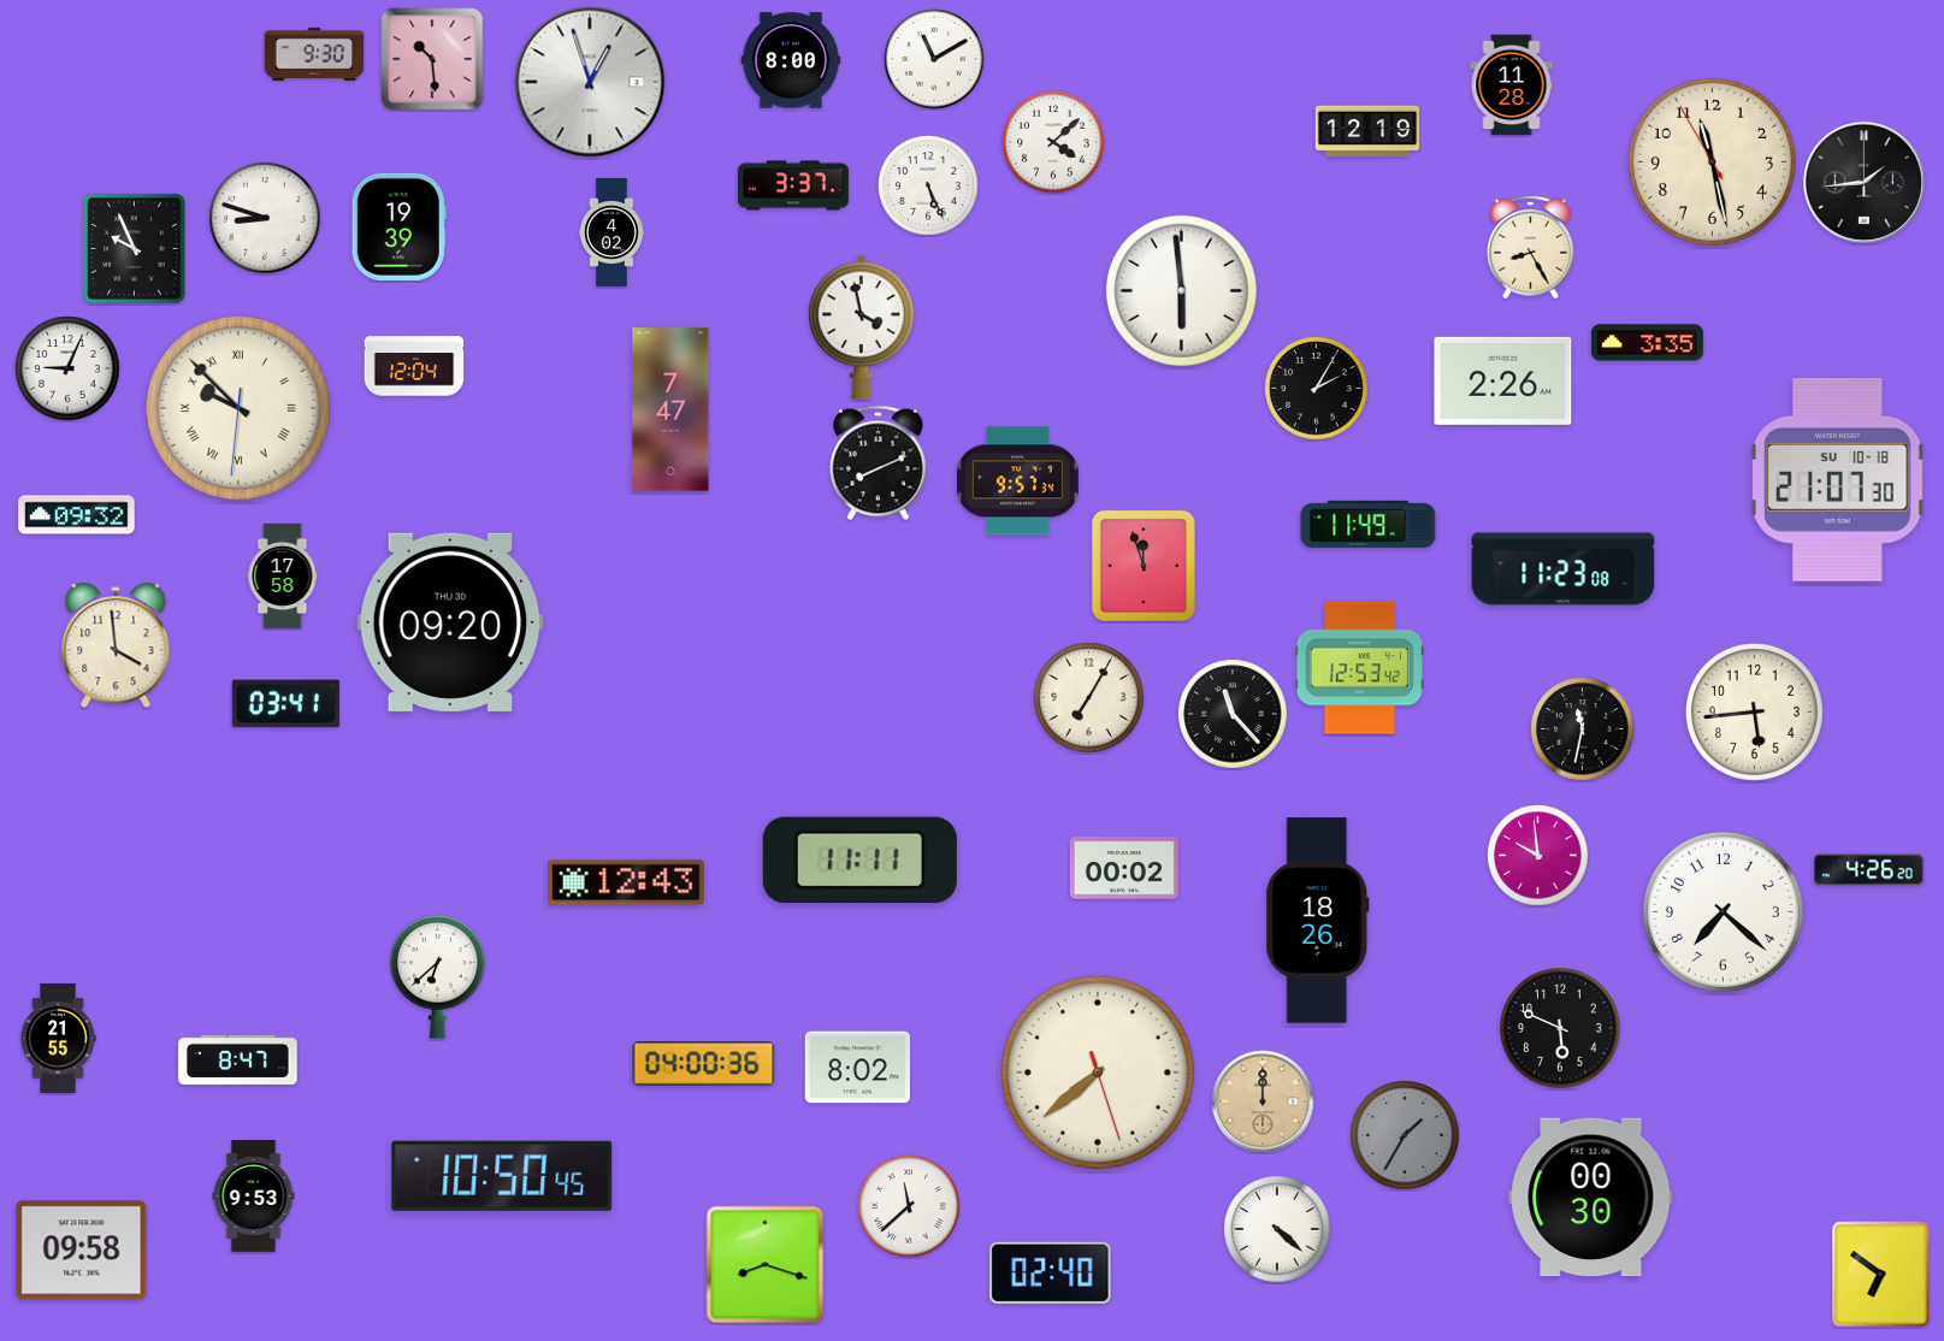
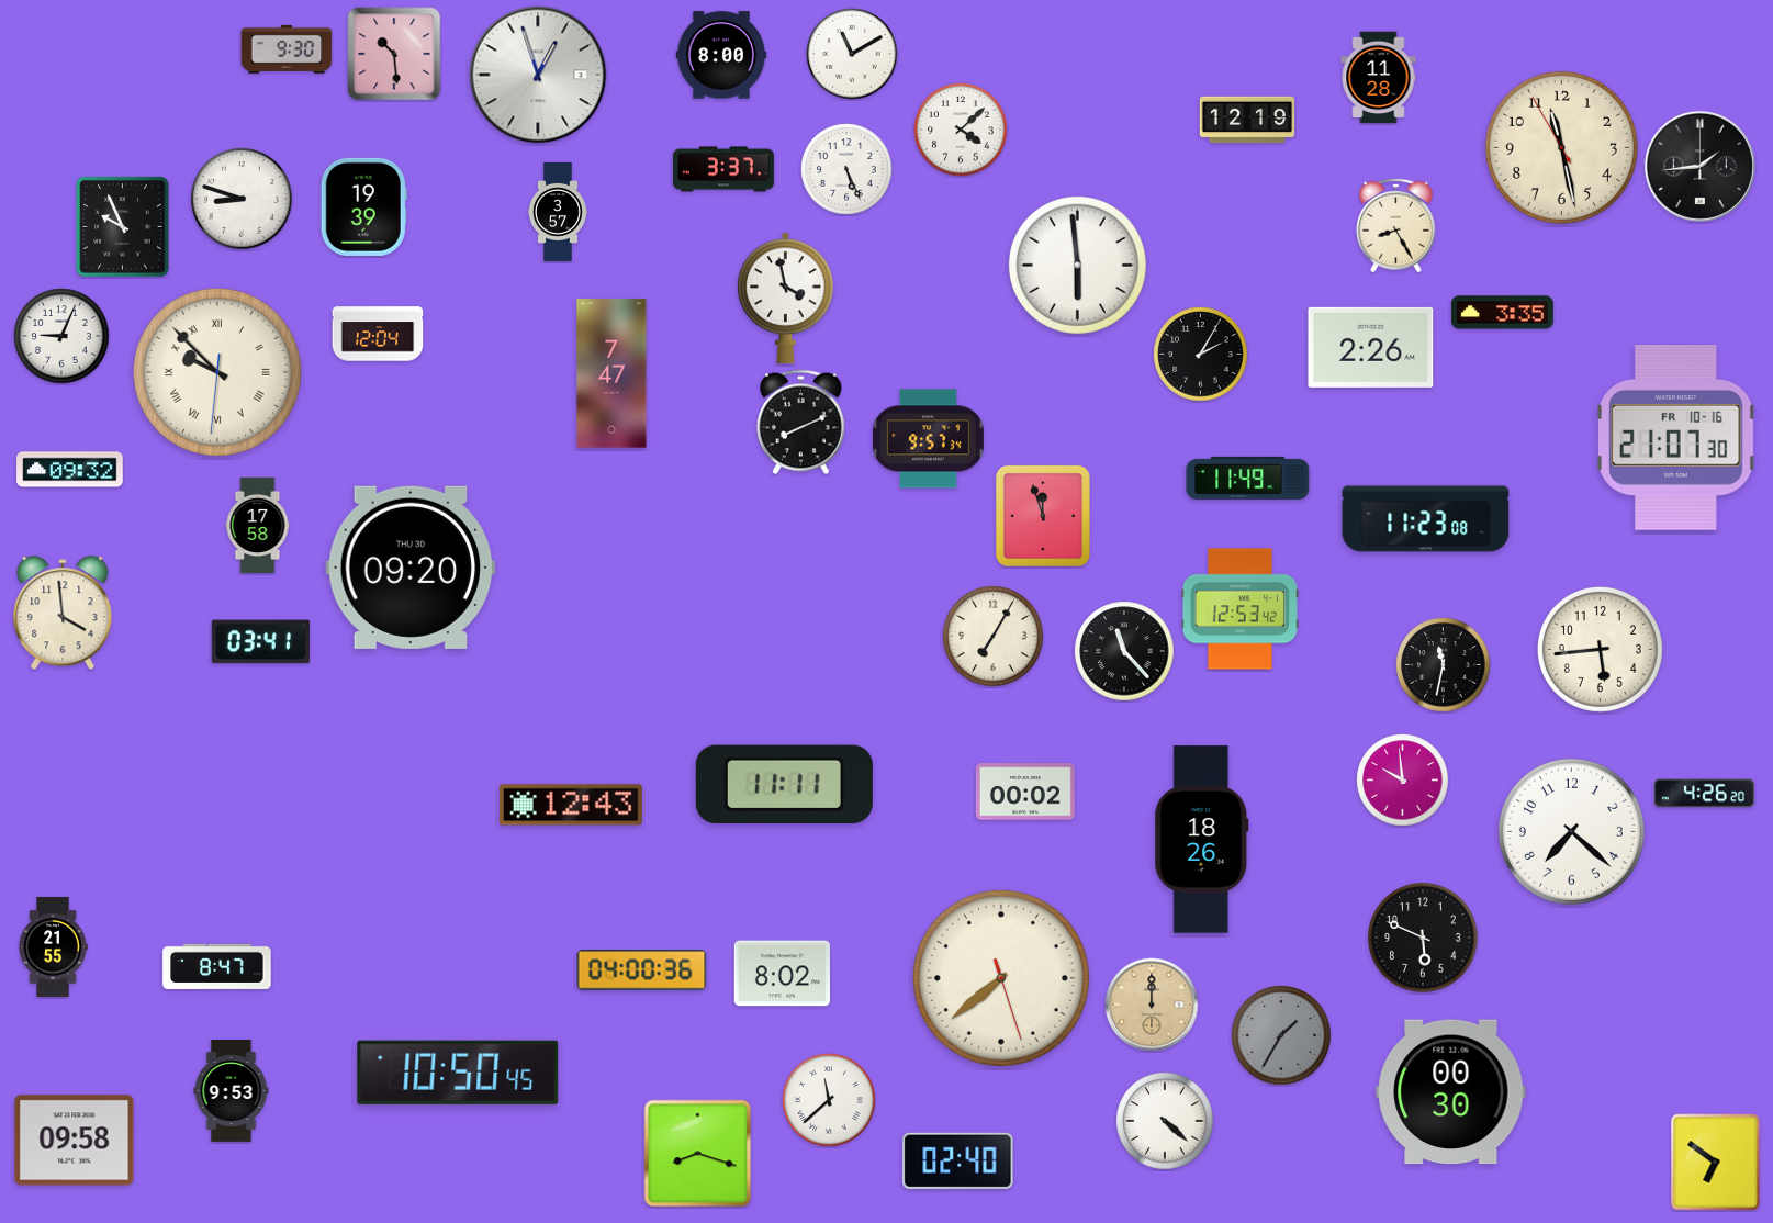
clock at (611, 232): 4:02 -> 3:57
clock at (1838, 479) date: SU 10-18 -> FR 10-16
clock at (116, 646) position: (116, 646) -> (63, 614)
clock at (438, 976): 6:38 -> none
